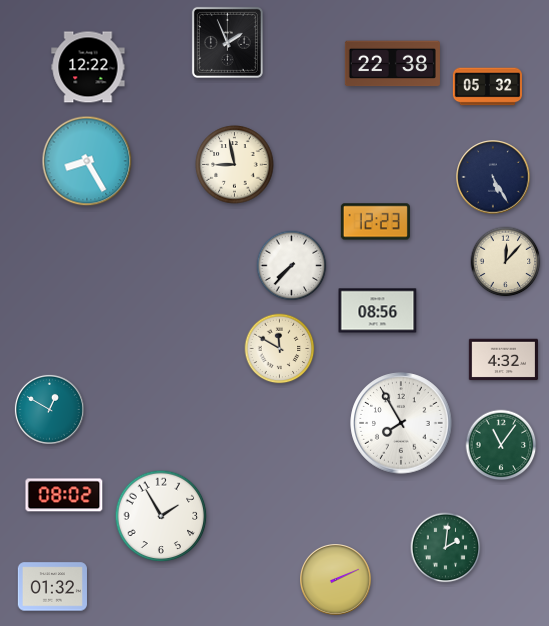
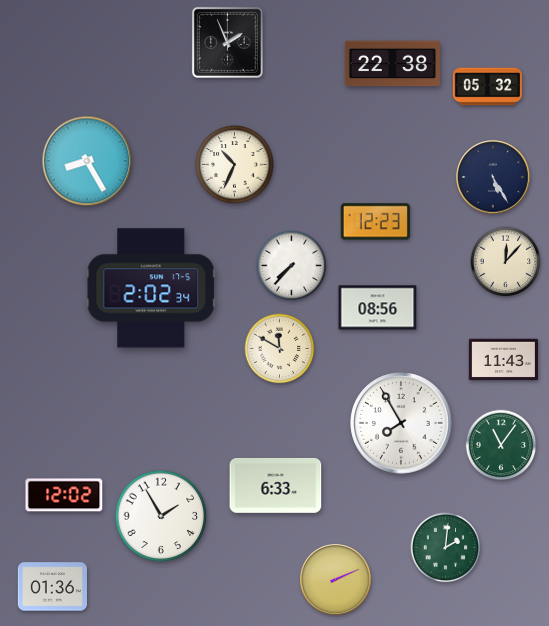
clock at (88, 67): 12:22 -> none
clock at (235, 165): 8:58 -> 10:34
clock at (151, 288): none -> 2:02
clock at (378, 311) position: (378, 311) -> (378, 308)
clock at (503, 360): 4:32 -> 11:43
clock at (49, 409): 12:50 -> none
clock at (276, 485): none -> 6:33
clock at (64, 495): 08:02 -> 12:02
clock at (52, 587): 01:32 -> 01:36
